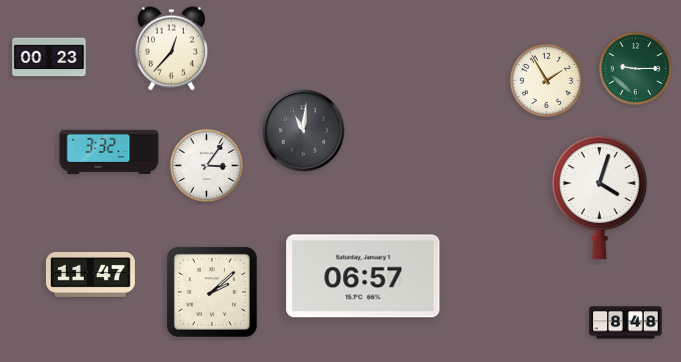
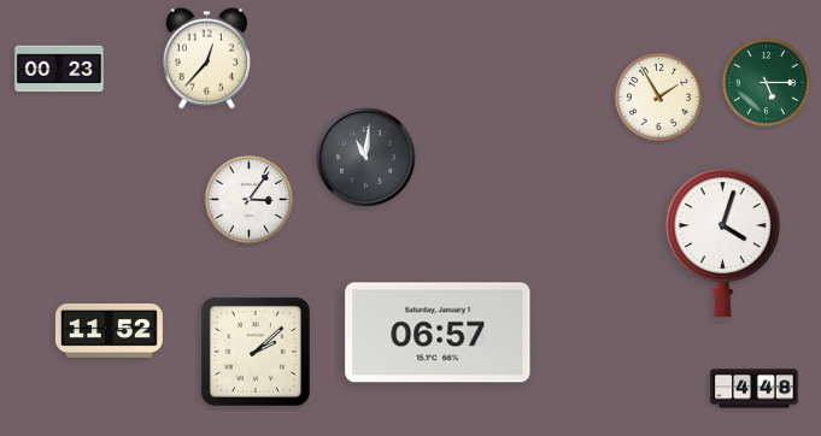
clock at (635, 68): 9:15 -> 5:15
clock at (109, 152): 3:32 -> none
clock at (599, 198) position: (599, 198) -> (722, 243)
clock at (90, 274): 11:47 -> 11:52
clock at (626, 323): 8:48 -> 4:48
